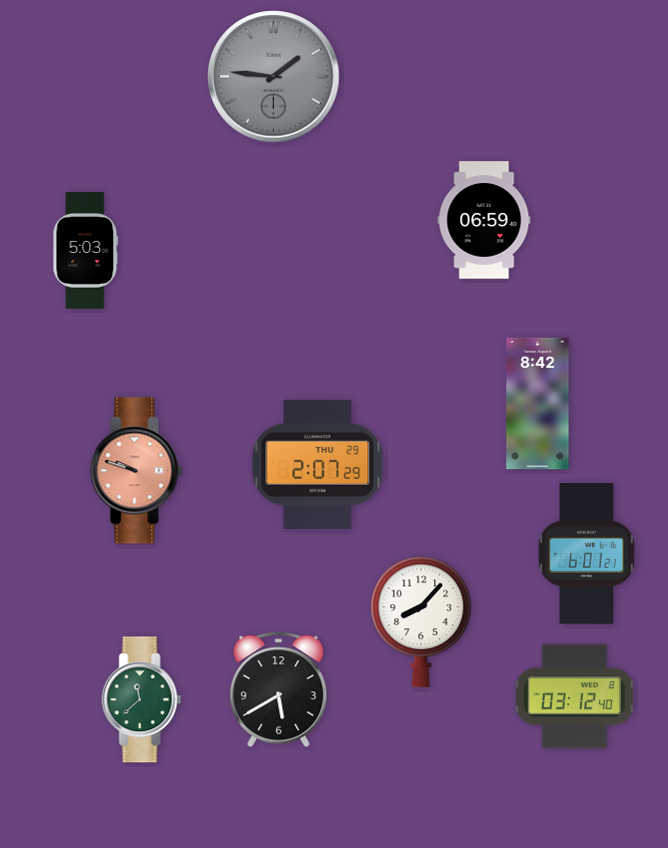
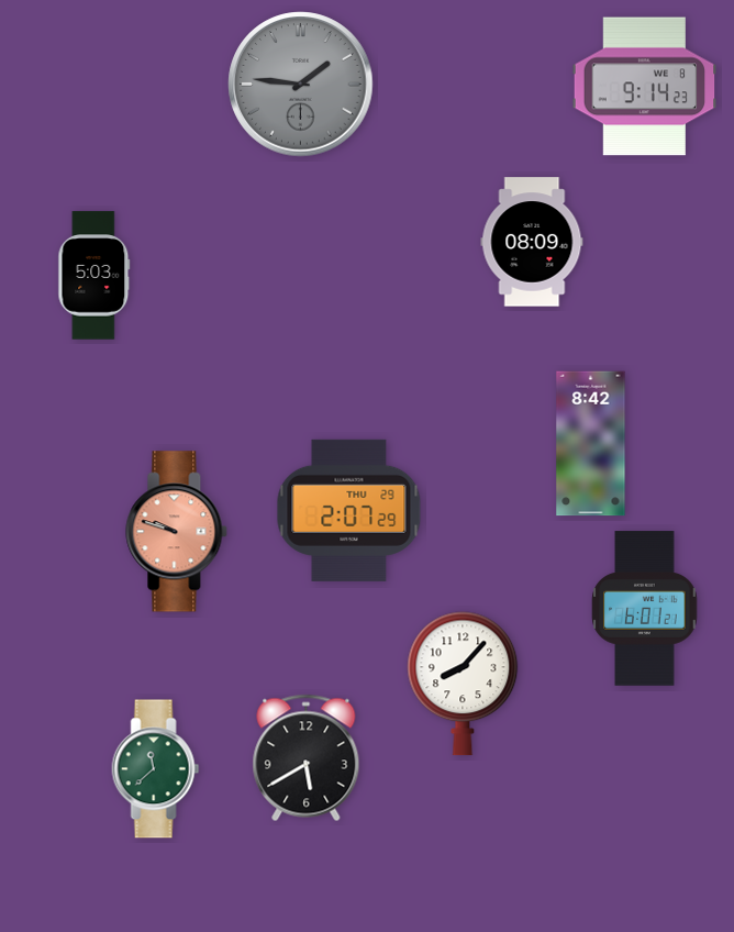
clock at (645, 87): none -> 9:14
clock at (484, 220): 06:59 -> 08:09
clock at (137, 471) position: (137, 471) -> (177, 532)
clock at (574, 697): 03:12 -> none
